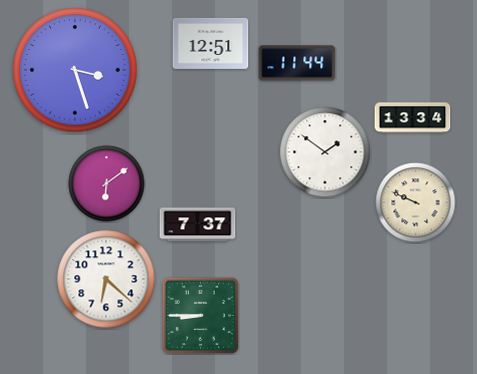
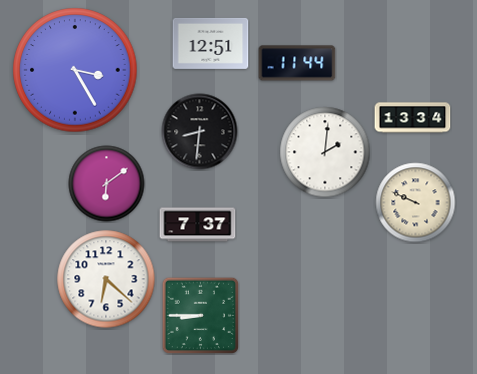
clock at (75, 70): 3:27 -> 3:25
clock at (200, 132): none -> 8:31
clock at (325, 152): 1:51 -> 2:01
